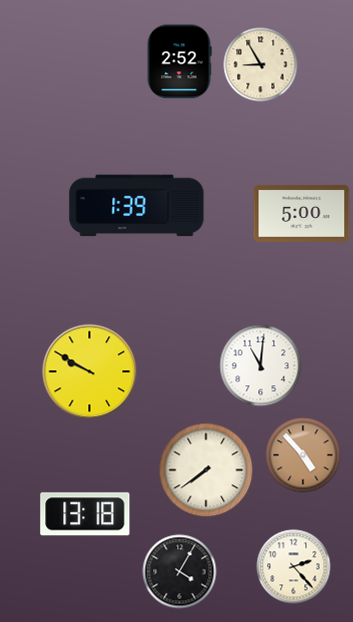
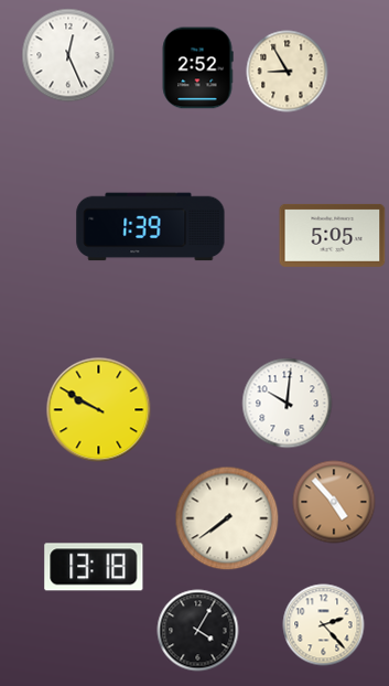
clock at (68, 55): none -> 12:26
clock at (302, 213): 5:00 -> 5:05
clock at (261, 366): 11:01 -> 10:01
